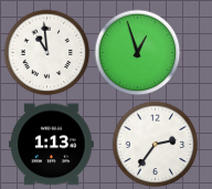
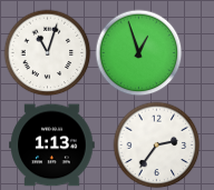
clock at (46, 52): 10:59 -> 11:03
